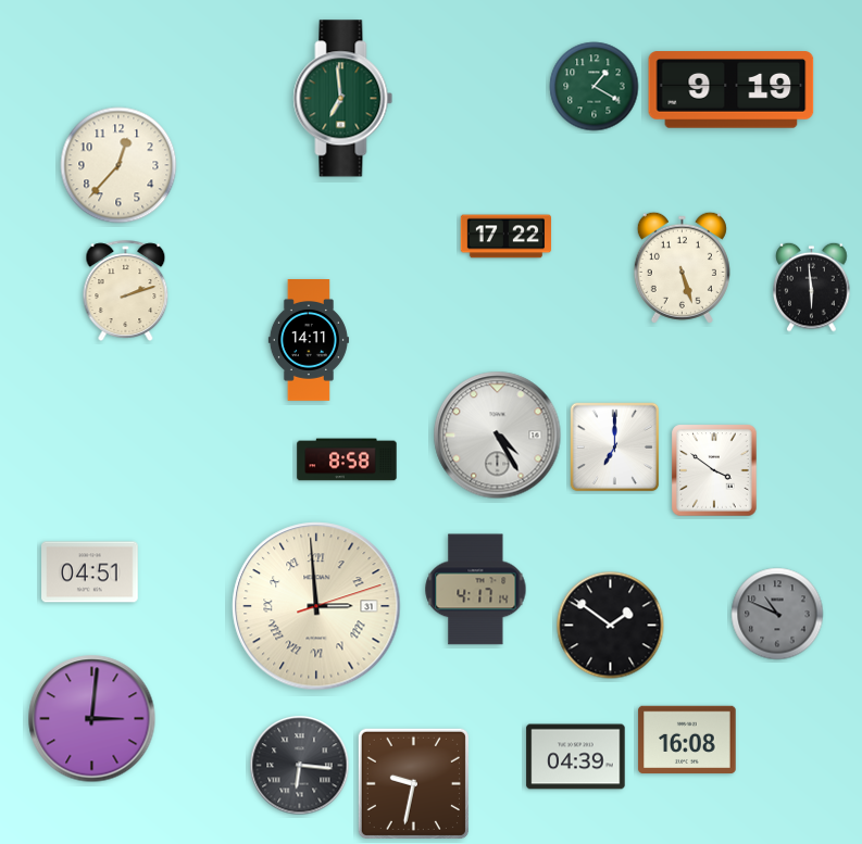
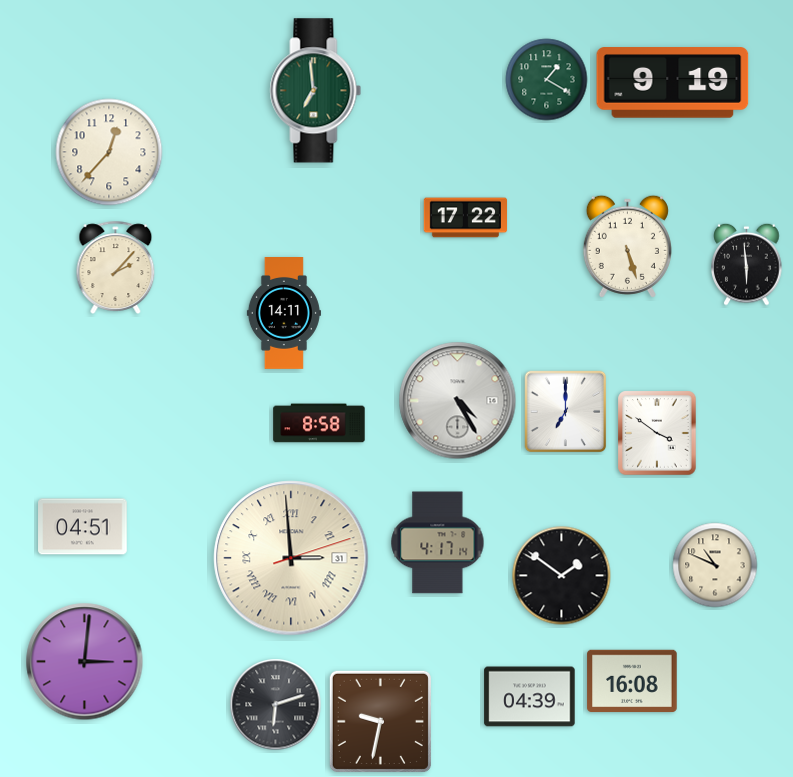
clock at (126, 290): 2:12 -> 2:07
clock at (777, 614) dial: grey -> cream
clock at (300, 766): 6:16 -> 6:12
